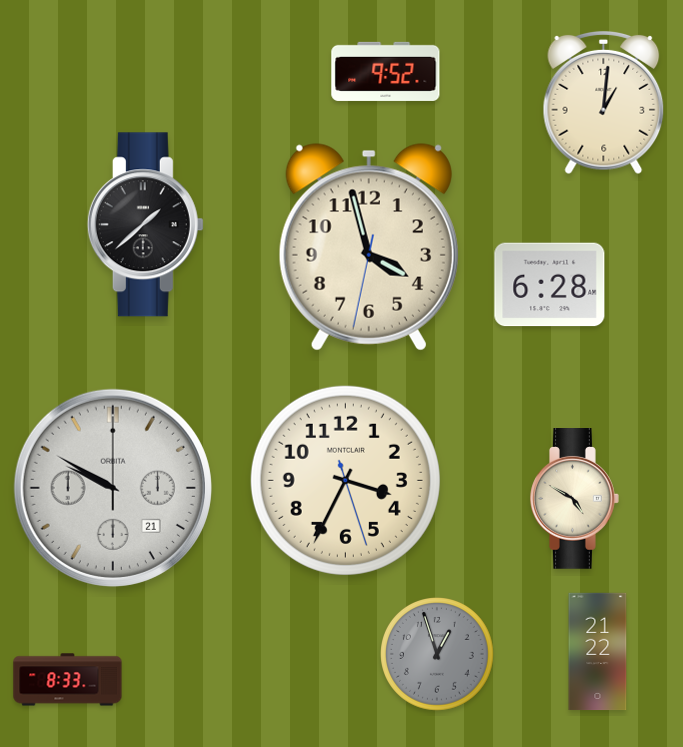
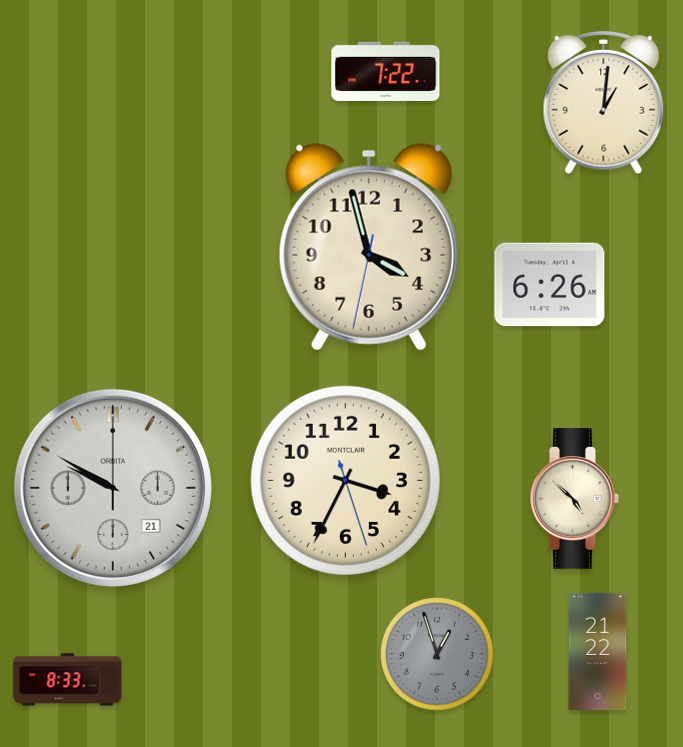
clock at (386, 71): 9:52 -> 7:22
clock at (145, 225): 1:38 -> none
clock at (550, 285): 6:28 -> 6:26
clock at (575, 499): 4:50 -> 4:52
